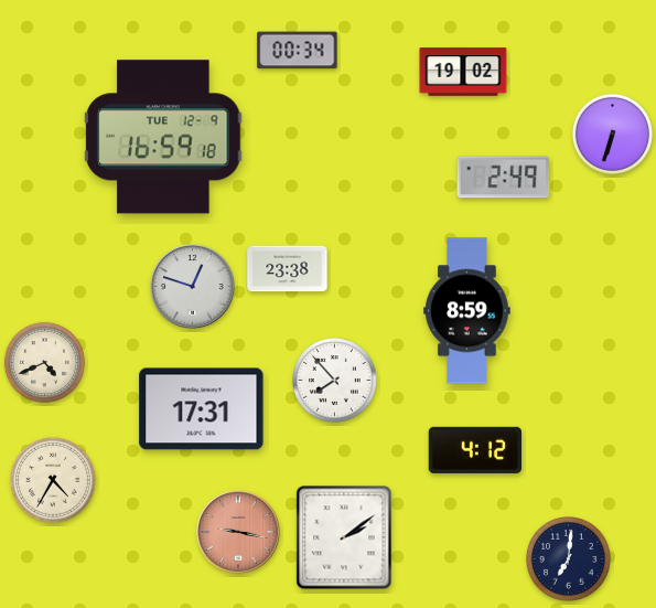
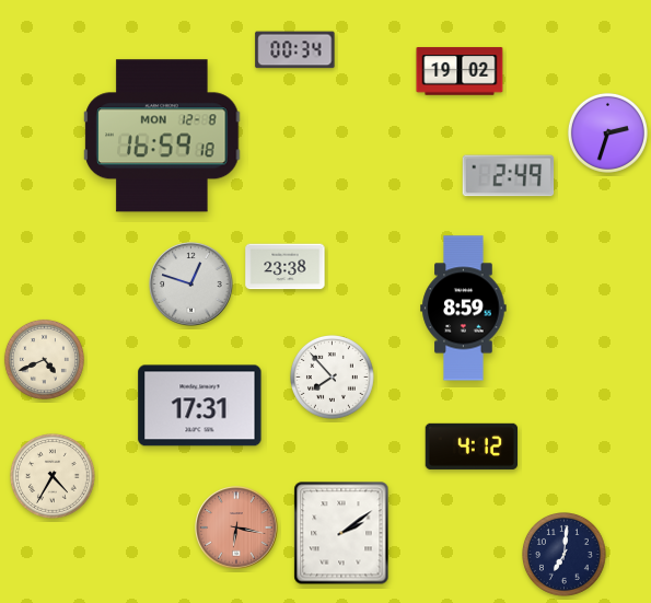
clock at (612, 134): 6:33 -> 2:33
clock at (163, 137) date: TUE 12-9 -> MON 12-8
clock at (504, 178) position: (504, 178) -> (509, 176)
clock at (238, 532): 9:17 -> 6:17
